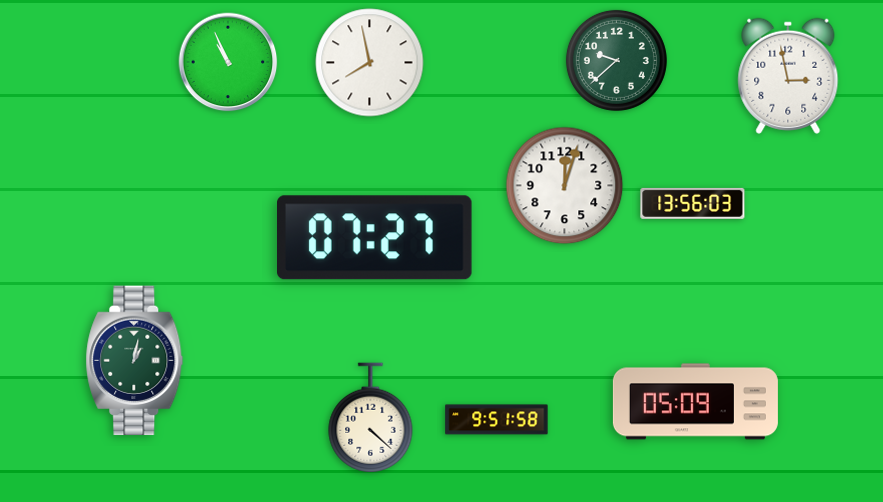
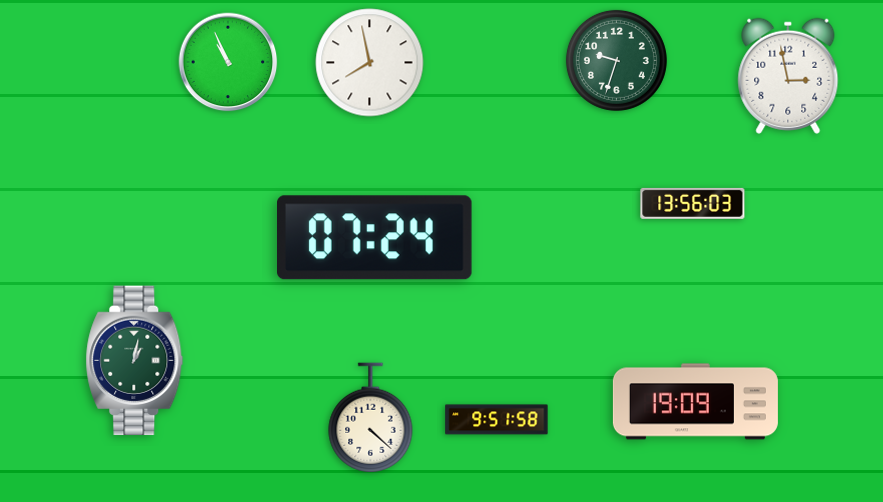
clock at (616, 60): 9:38 -> 9:33
clock at (565, 186): 12:03 -> none
clock at (375, 238): 07:27 -> 07:24
clock at (695, 402): 05:09 -> 19:09
